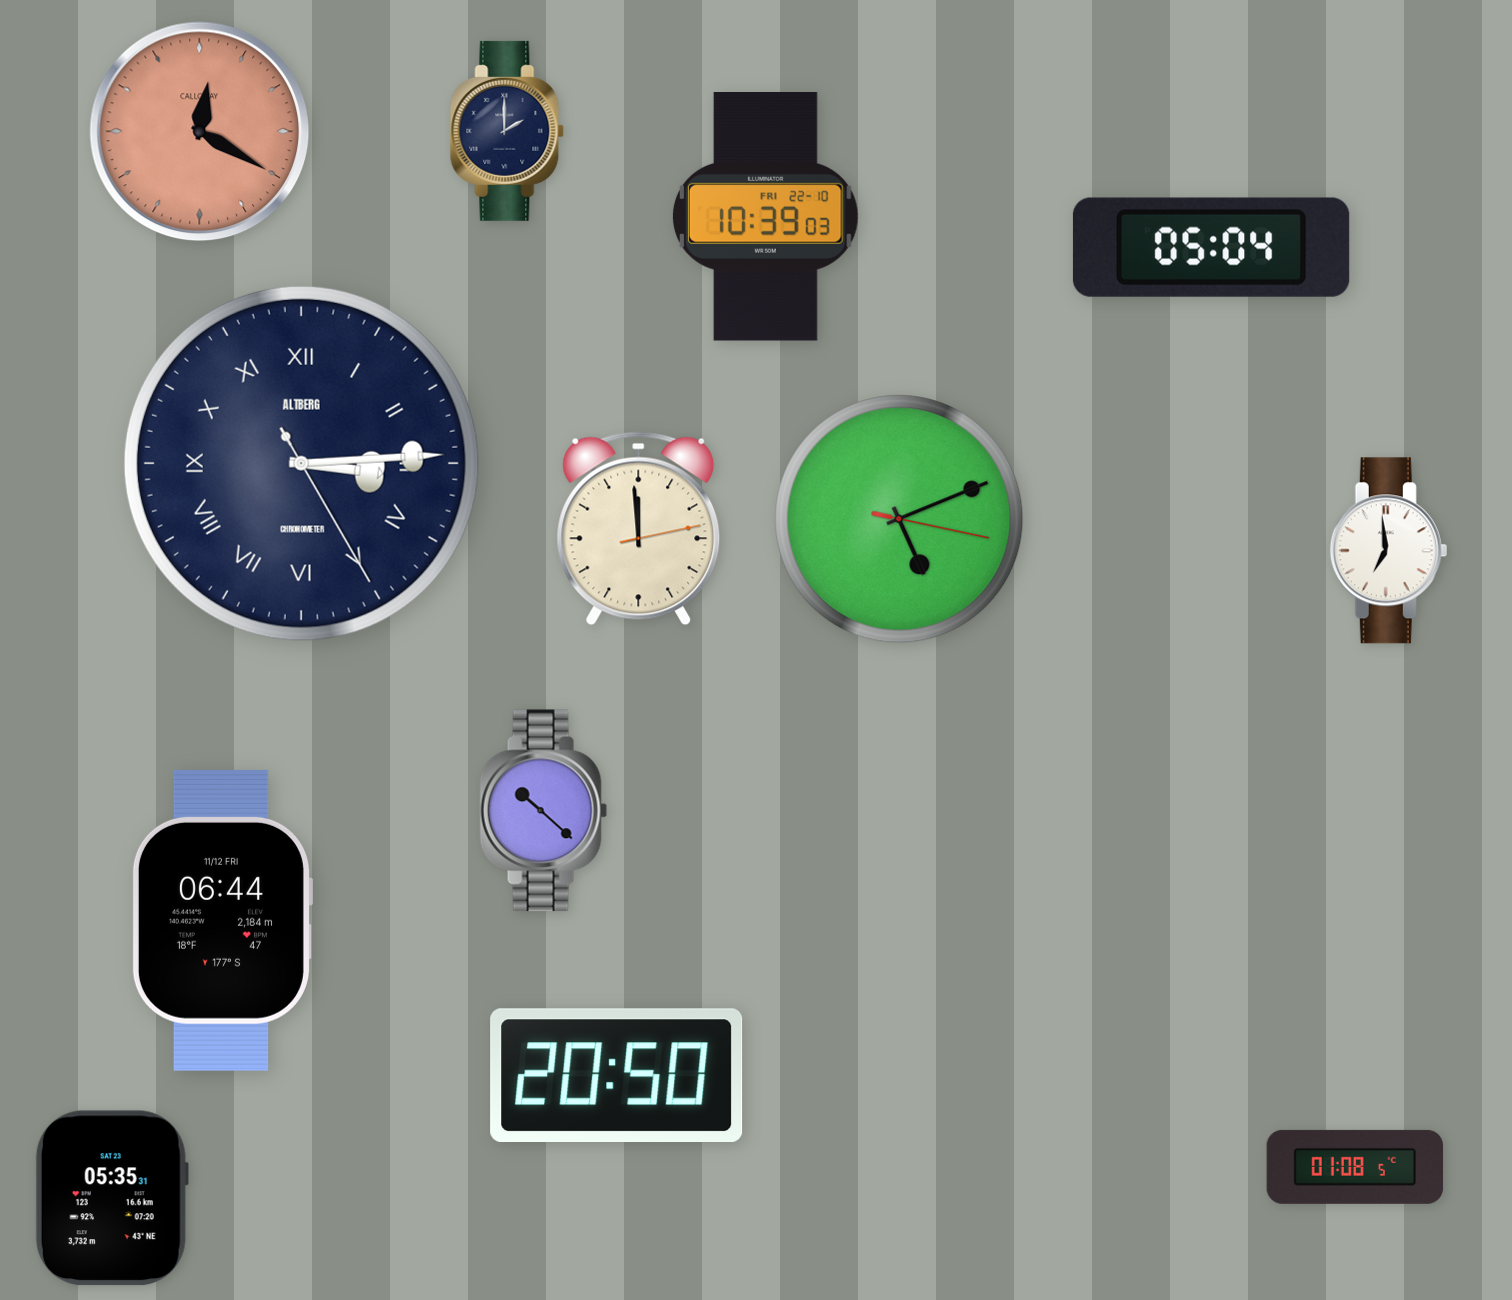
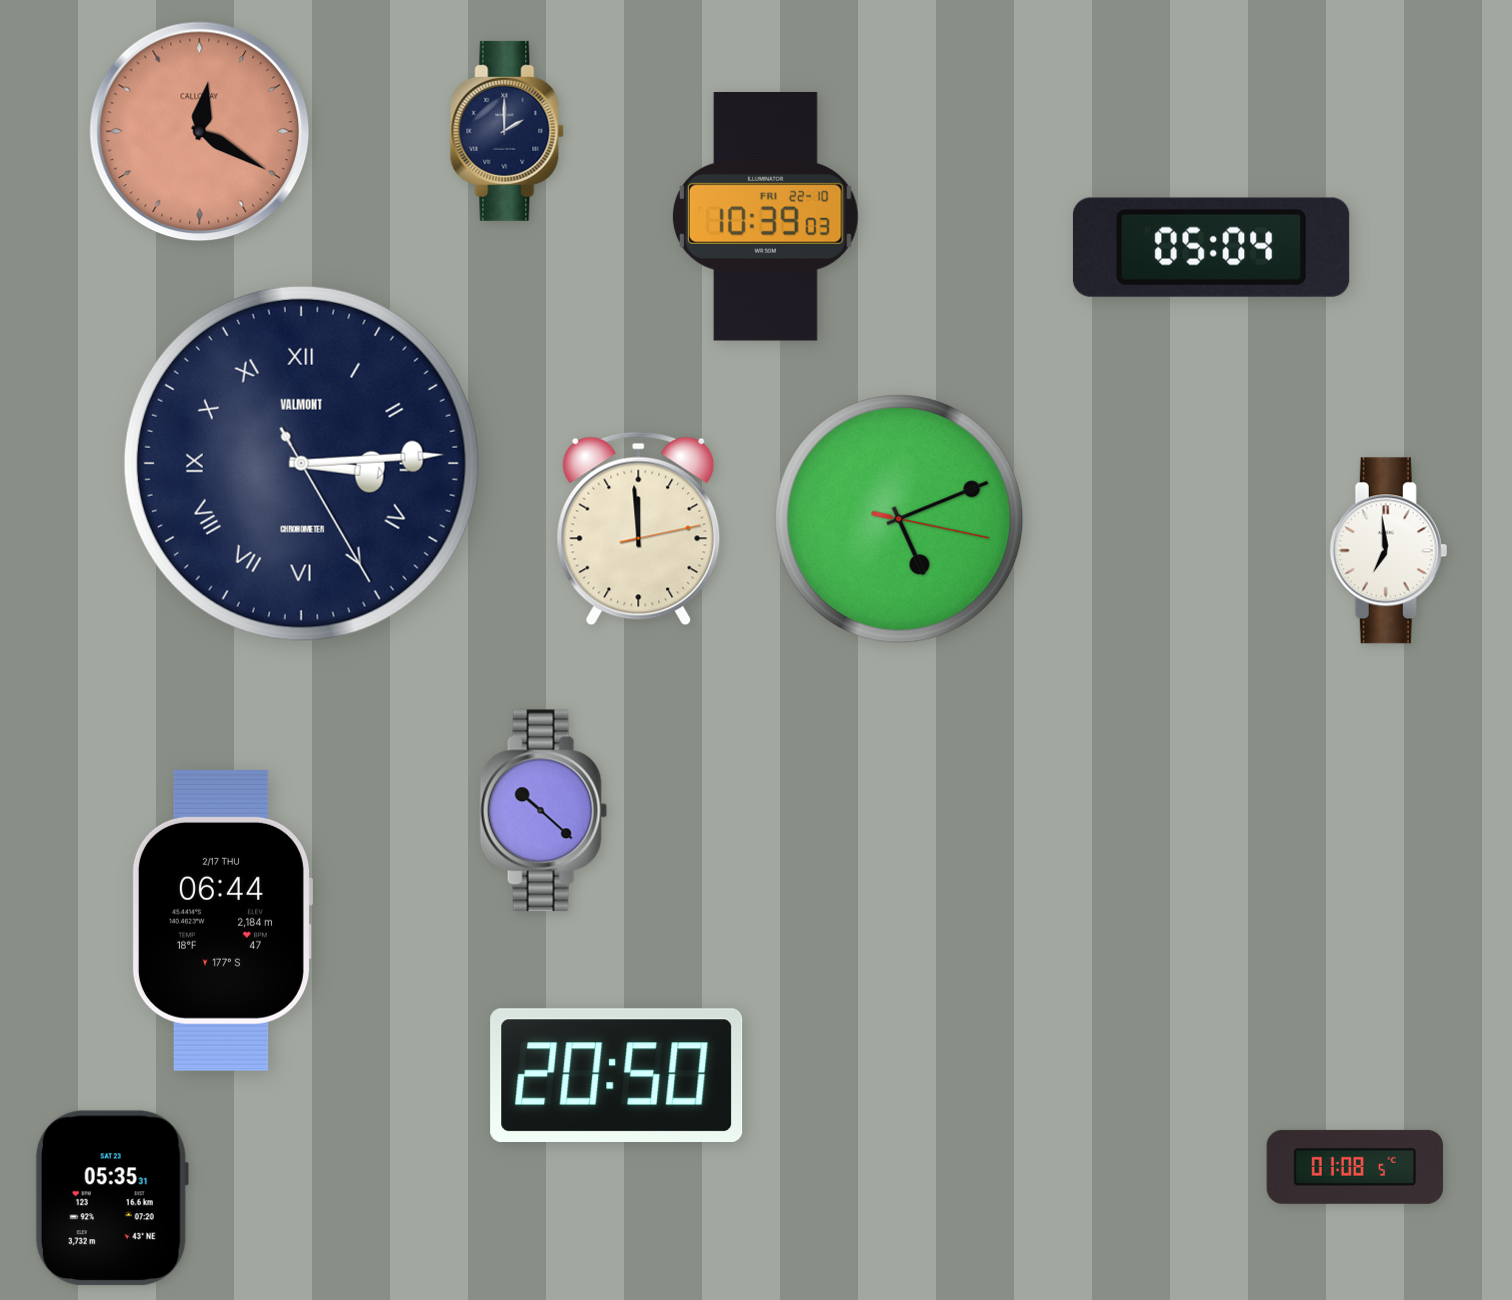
clock at (301, 463) brand: ALTBERG -> VALMONT
clock at (222, 920) date: 11/12 FRI -> 2/17 THU
